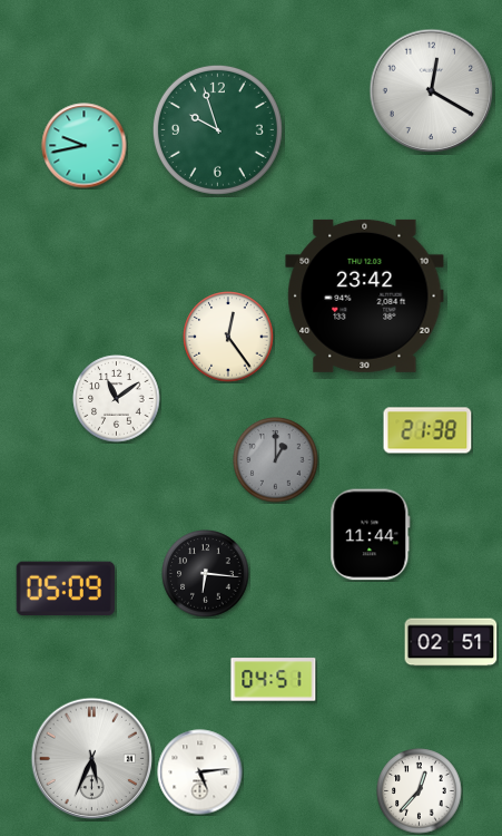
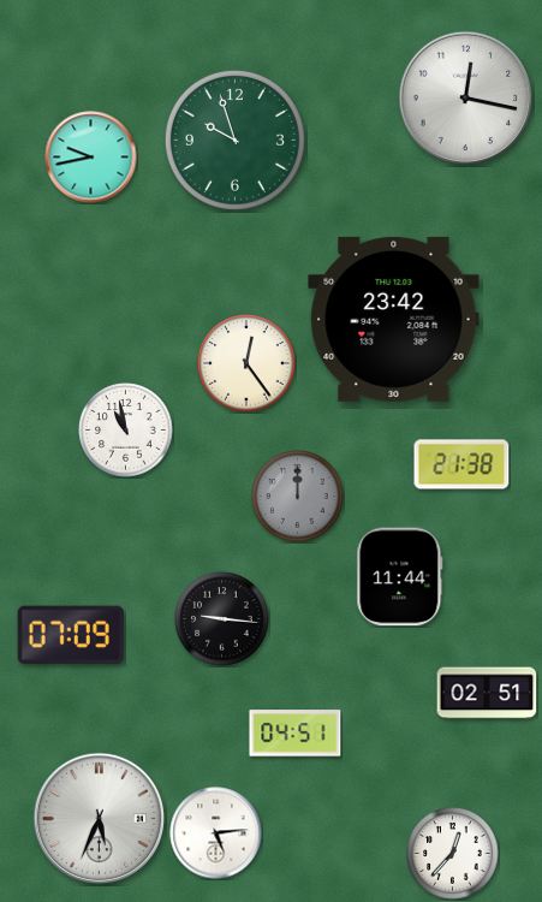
clock at (432, 91): 12:20 -> 12:17
clock at (117, 399): 11:09 -> 10:58
clock at (276, 460): 1:00 -> 12:00
clock at (206, 574): 6:16 -> 9:16
clock at (66, 587): 05:09 -> 07:09
